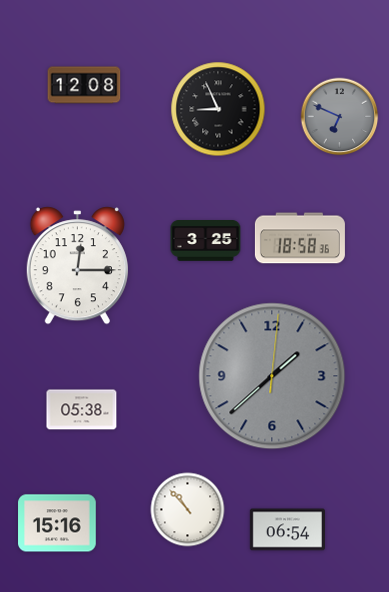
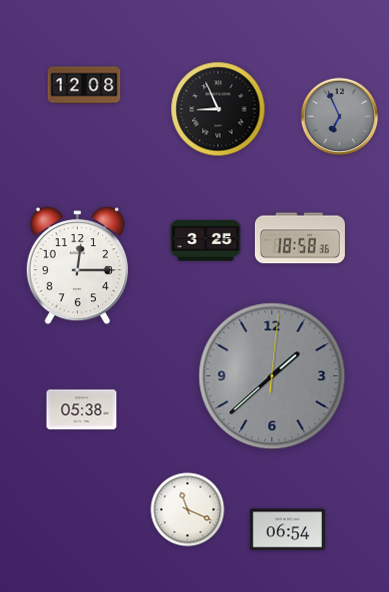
clock at (340, 117): 6:49 -> 6:56
clock at (188, 510): 10:53 -> 11:19
clock at (57, 523): 15:16 -> none
